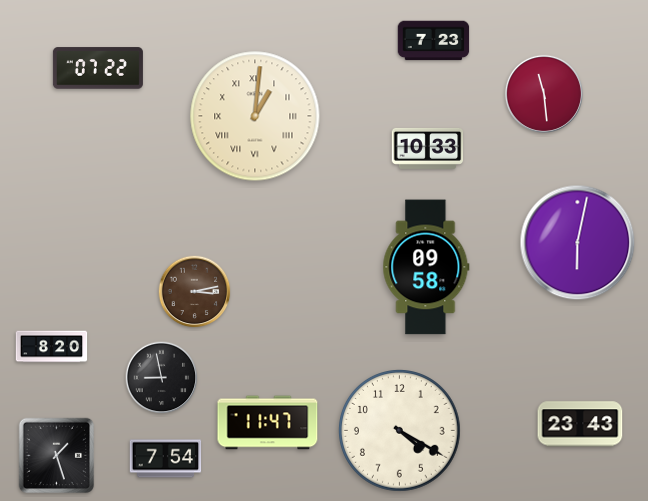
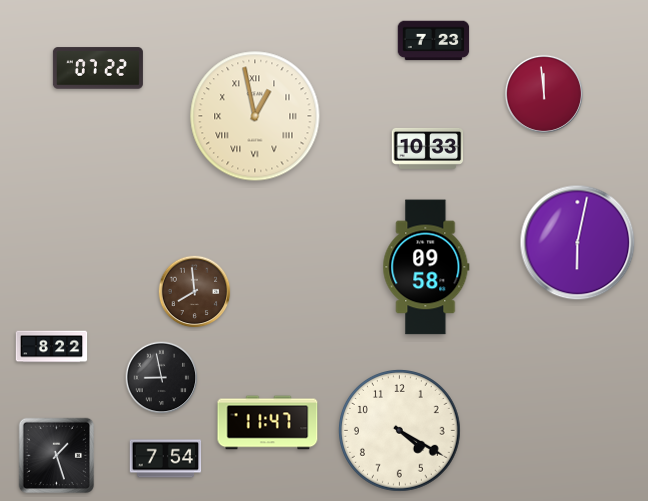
clock at (544, 94): 11:29 -> 11:59
clock at (255, 116): 1:01 -> 12:58
clock at (195, 292): 3:13 -> 7:59
clock at (52, 347): 8:20 -> 8:22
clock at (580, 424): 23:43 -> none
